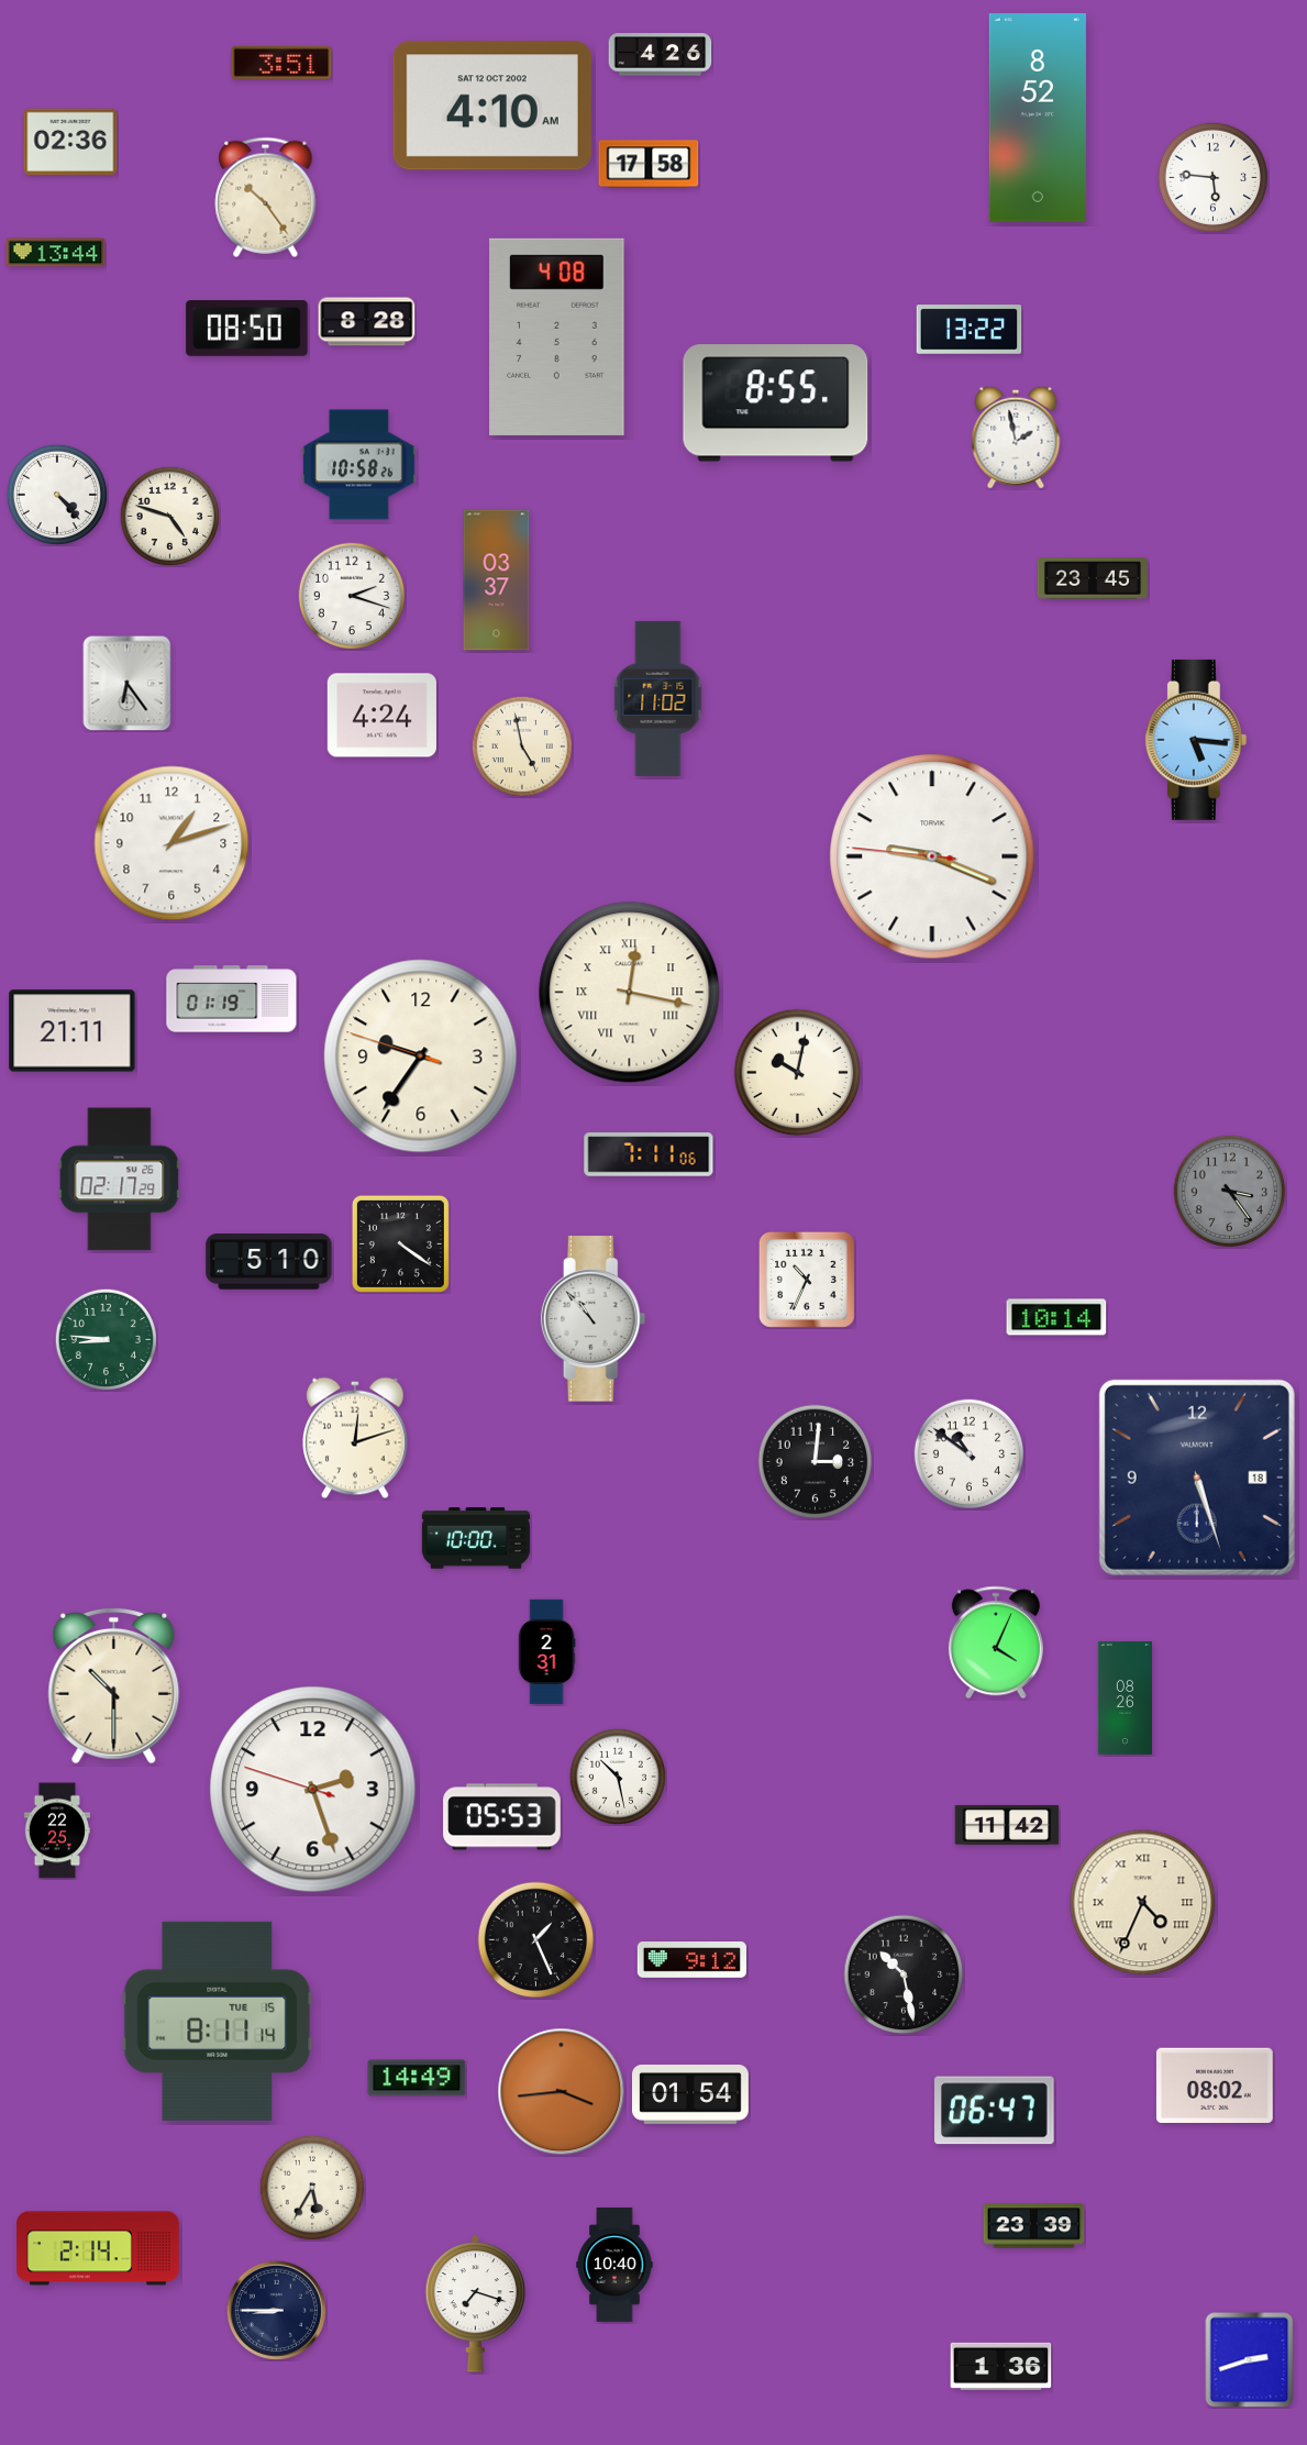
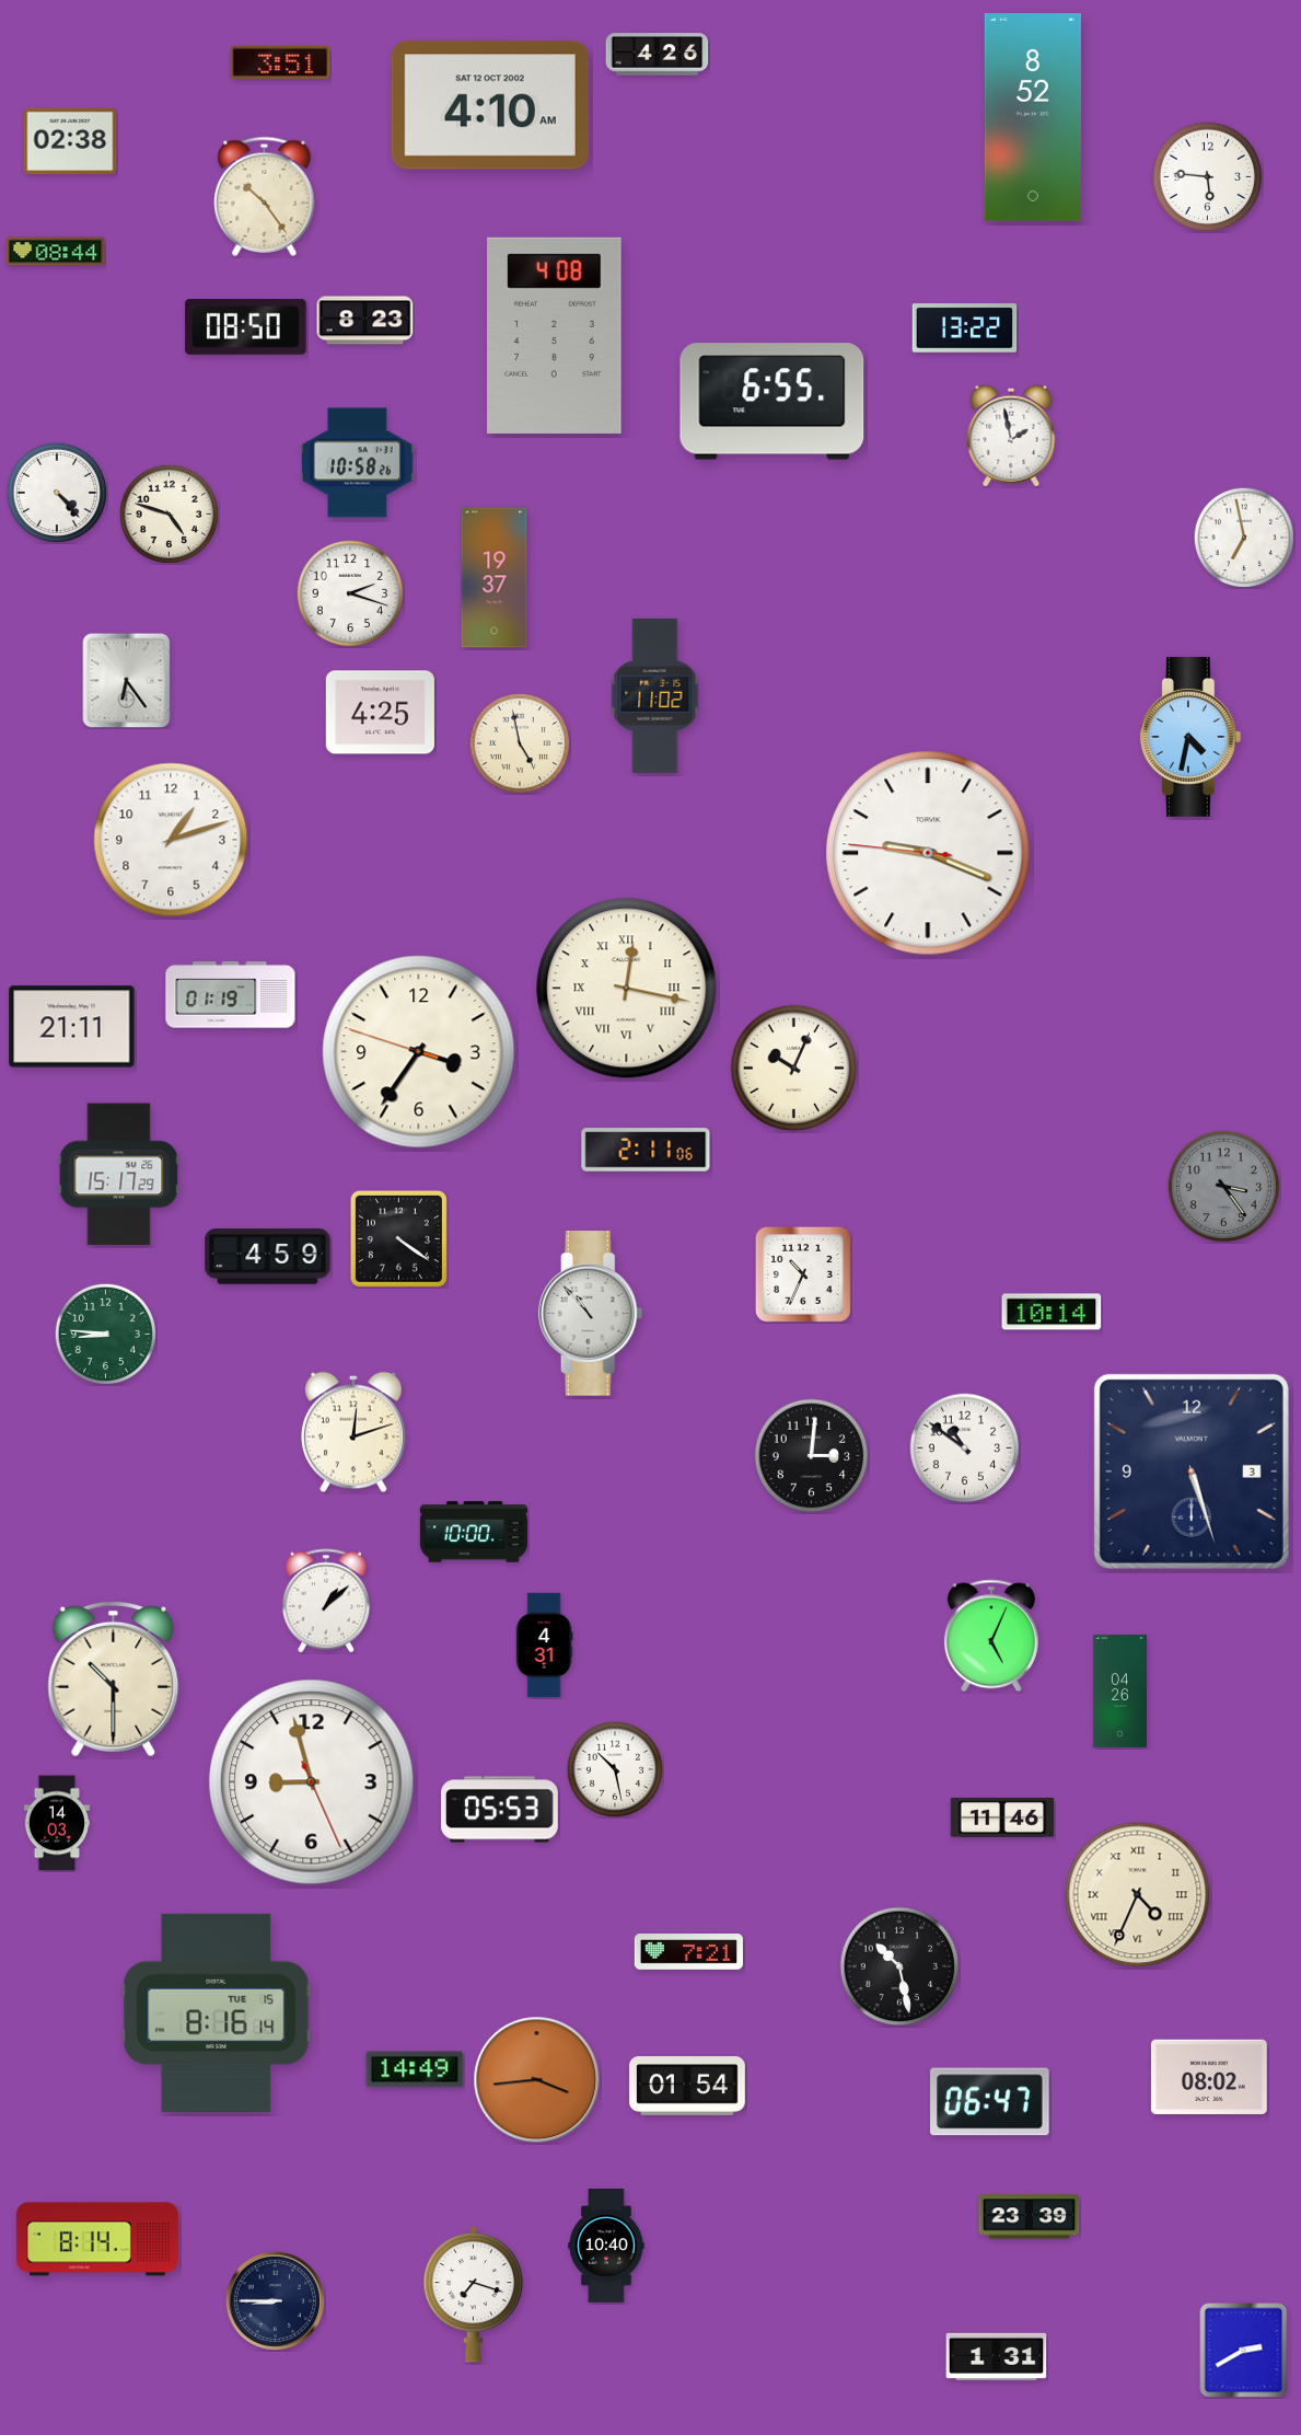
clock at (70, 142): 02:36 -> 02:38
clock at (649, 164): 17:58 -> none
clock at (56, 253): 13:44 -> 08:44
clock at (367, 322): 8:28 -> 8:23
clock at (776, 403): 8:55 -> 6:55
clock at (1243, 536): none -> 6:58
clock at (1093, 578): 23:45 -> none
clock at (497, 580): 03:37 -> 19:37
clock at (381, 716): 4:24 -> 4:25
clock at (1196, 740): 5:16 -> 4:32
clock at (421, 1056): 9:35 -> 3:35
clock at (798, 1073): 10:02 -> 10:04
clock at (649, 1154): 7:11 -> 2:11
clock at (120, 1180): 02:17 -> 15:17
clock at (269, 1262): 5:10 -> 4:59
clock at (1197, 1478) date: 18 -> 3
clock at (326, 1601): none -> 1:08
clock at (996, 1642): 4:04 -> 5:04
clock at (546, 1652): 2:31 -> 4:31
clock at (1125, 1697): 08:26 -> 04:26
clock at (313, 1790): 2:26 -> 8:57
clock at (1007, 1825): 11:42 -> 11:46
clock at (56, 1830): 22:25 -> 14:03
clock at (536, 1940): 1:26 -> none
clock at (691, 1960): 9:12 -> 7:21
clock at (218, 2021): 8:11 -> 8:16
clock at (562, 2092) position: (562, 2092) -> (537, 2080)
clock at (311, 2187): 5:35 -> none
clock at (98, 2248): 2:14 -> 8:14
clock at (614, 2265) position: (614, 2265) -> (606, 2246)
clock at (1250, 2359): 2:42 -> 2:40
clock at (1001, 2366): 1:36 -> 1:31
